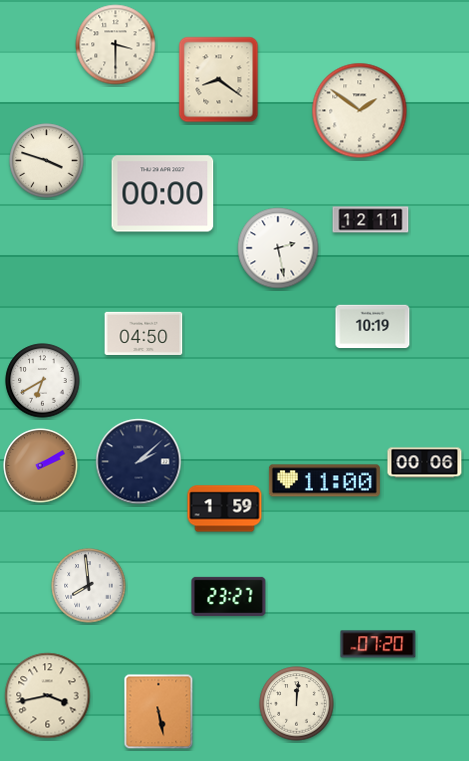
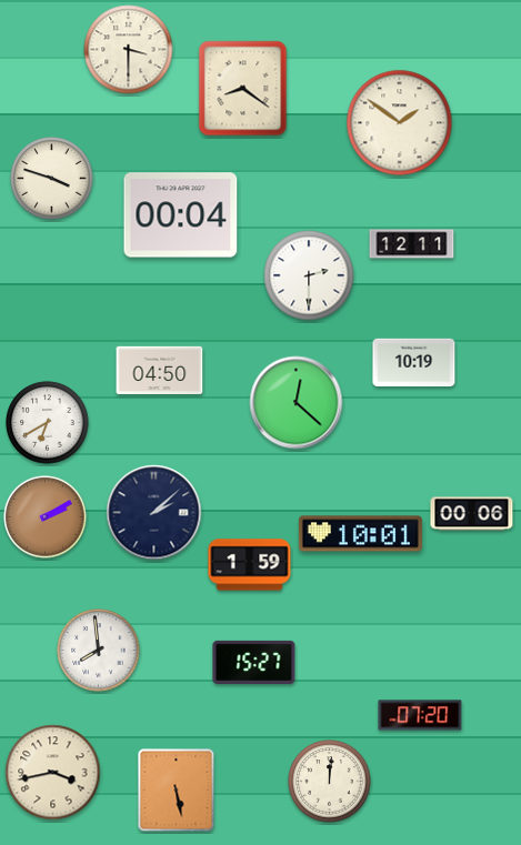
clock at (163, 194): 00:00 -> 00:04
clock at (278, 248): 2:28 -> 2:30
clock at (297, 403): none -> 12:22
clock at (324, 481): 11:00 -> 10:01
clock at (229, 596): 23:27 -> 15:27
